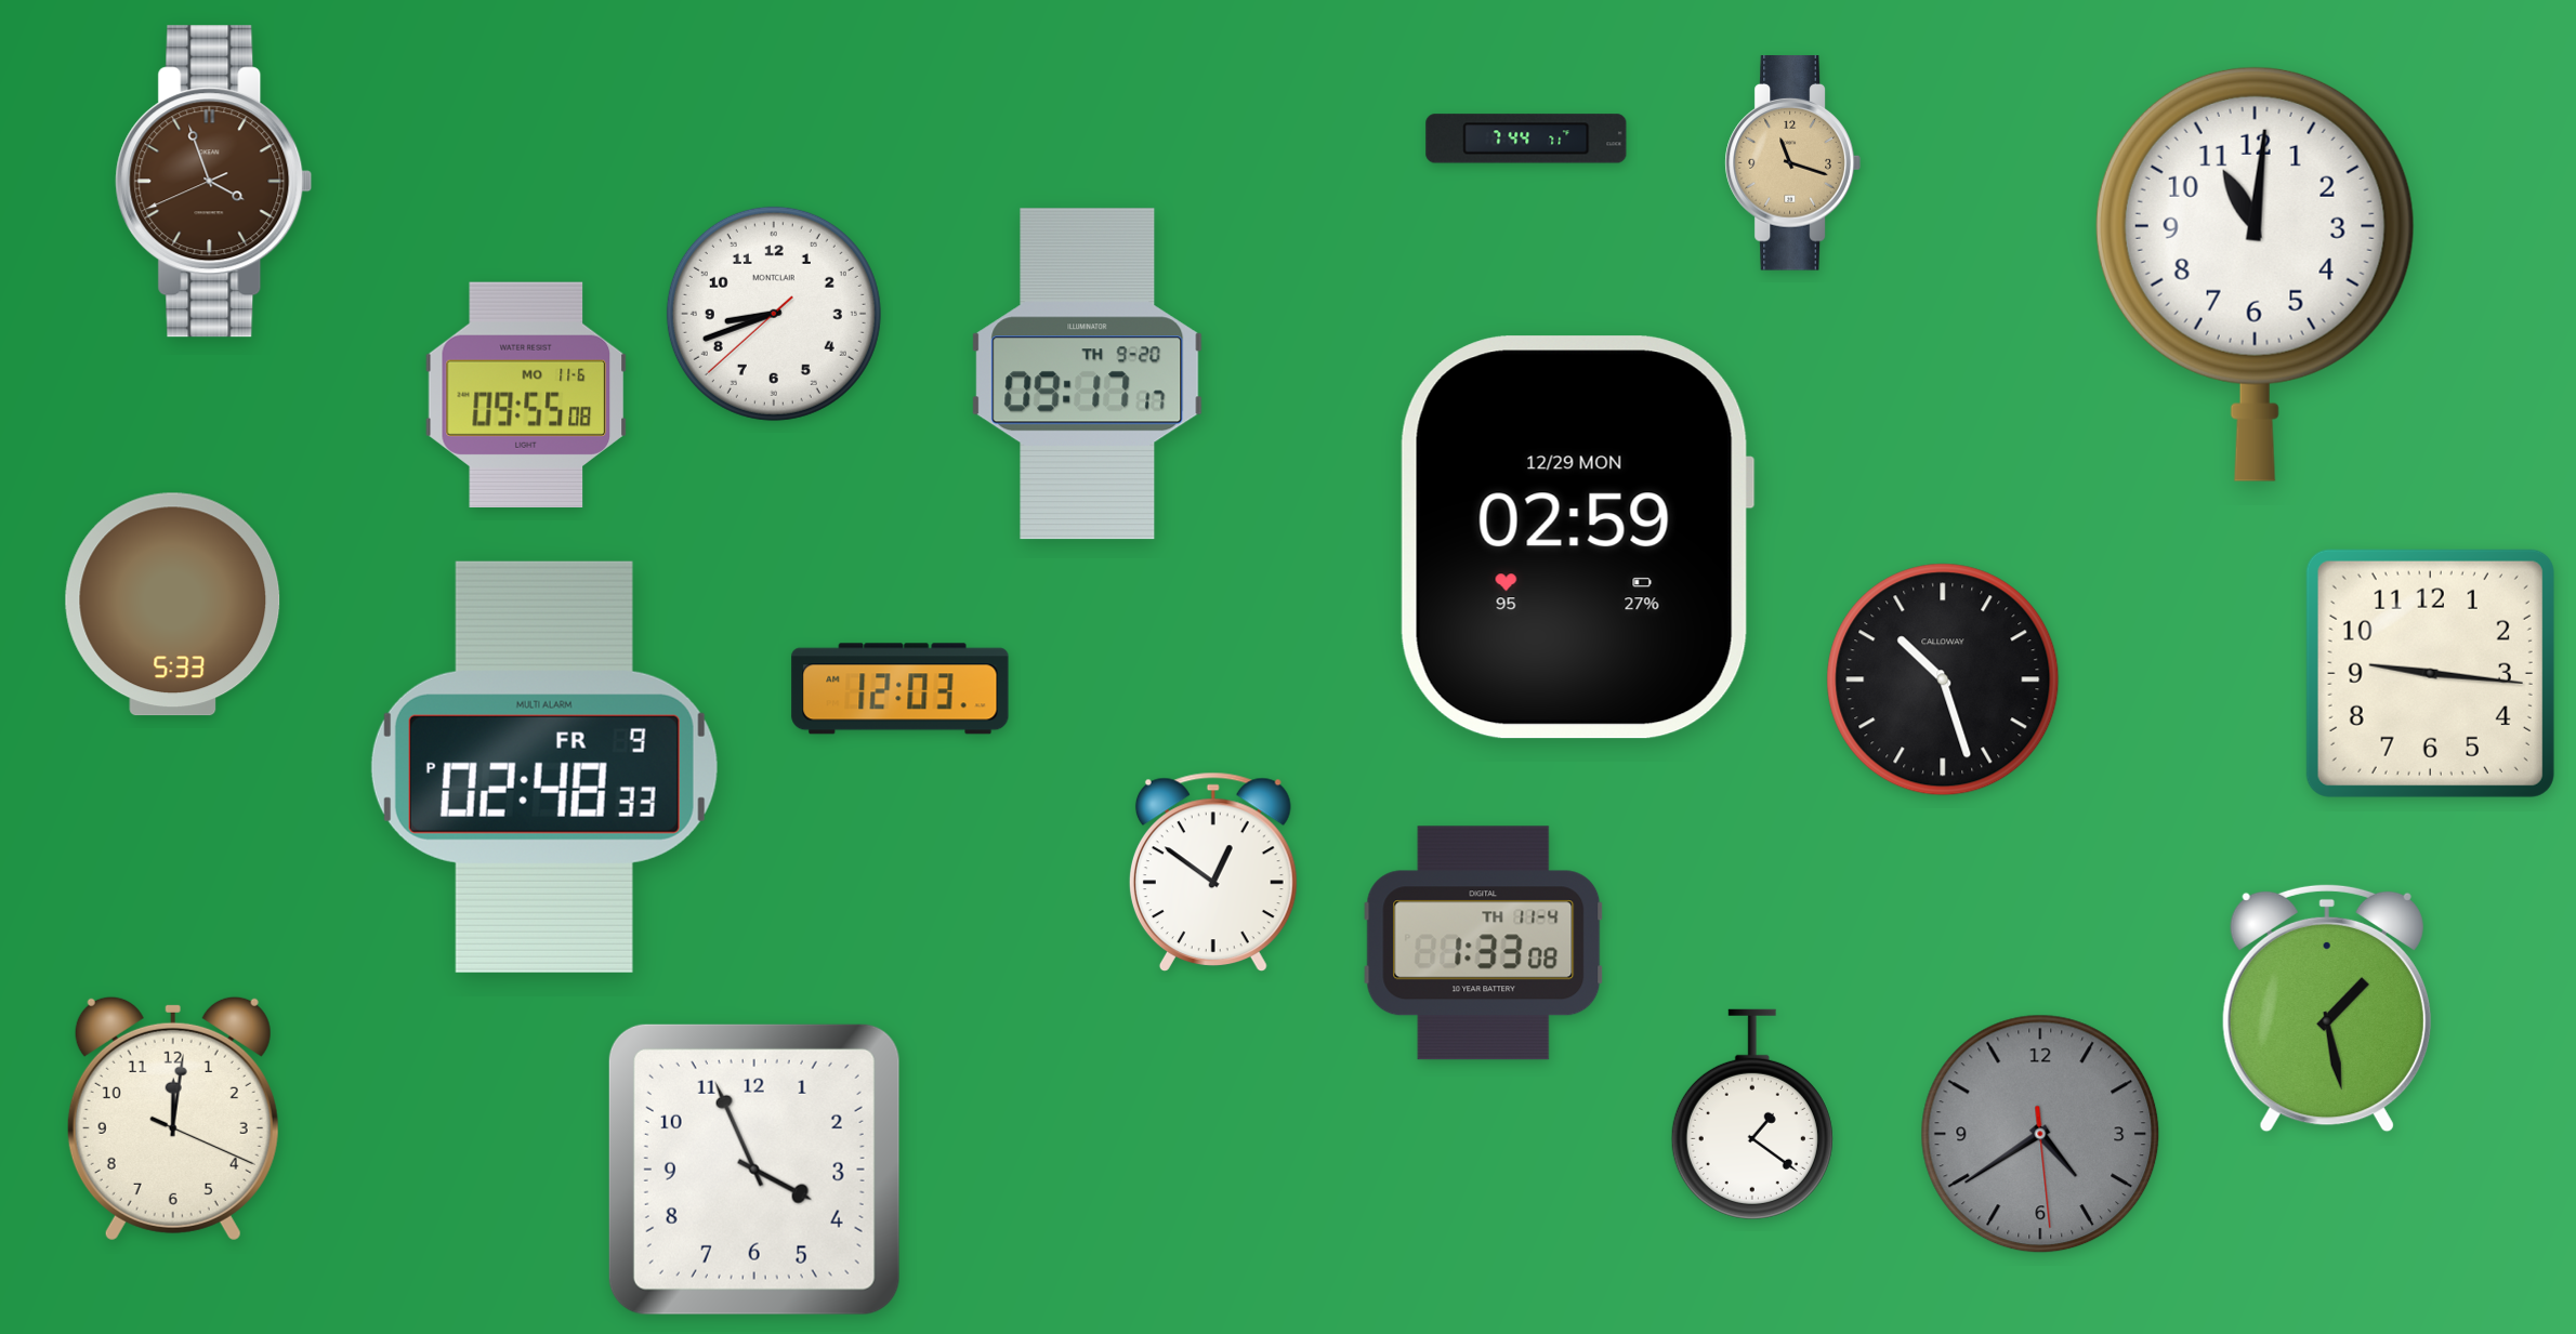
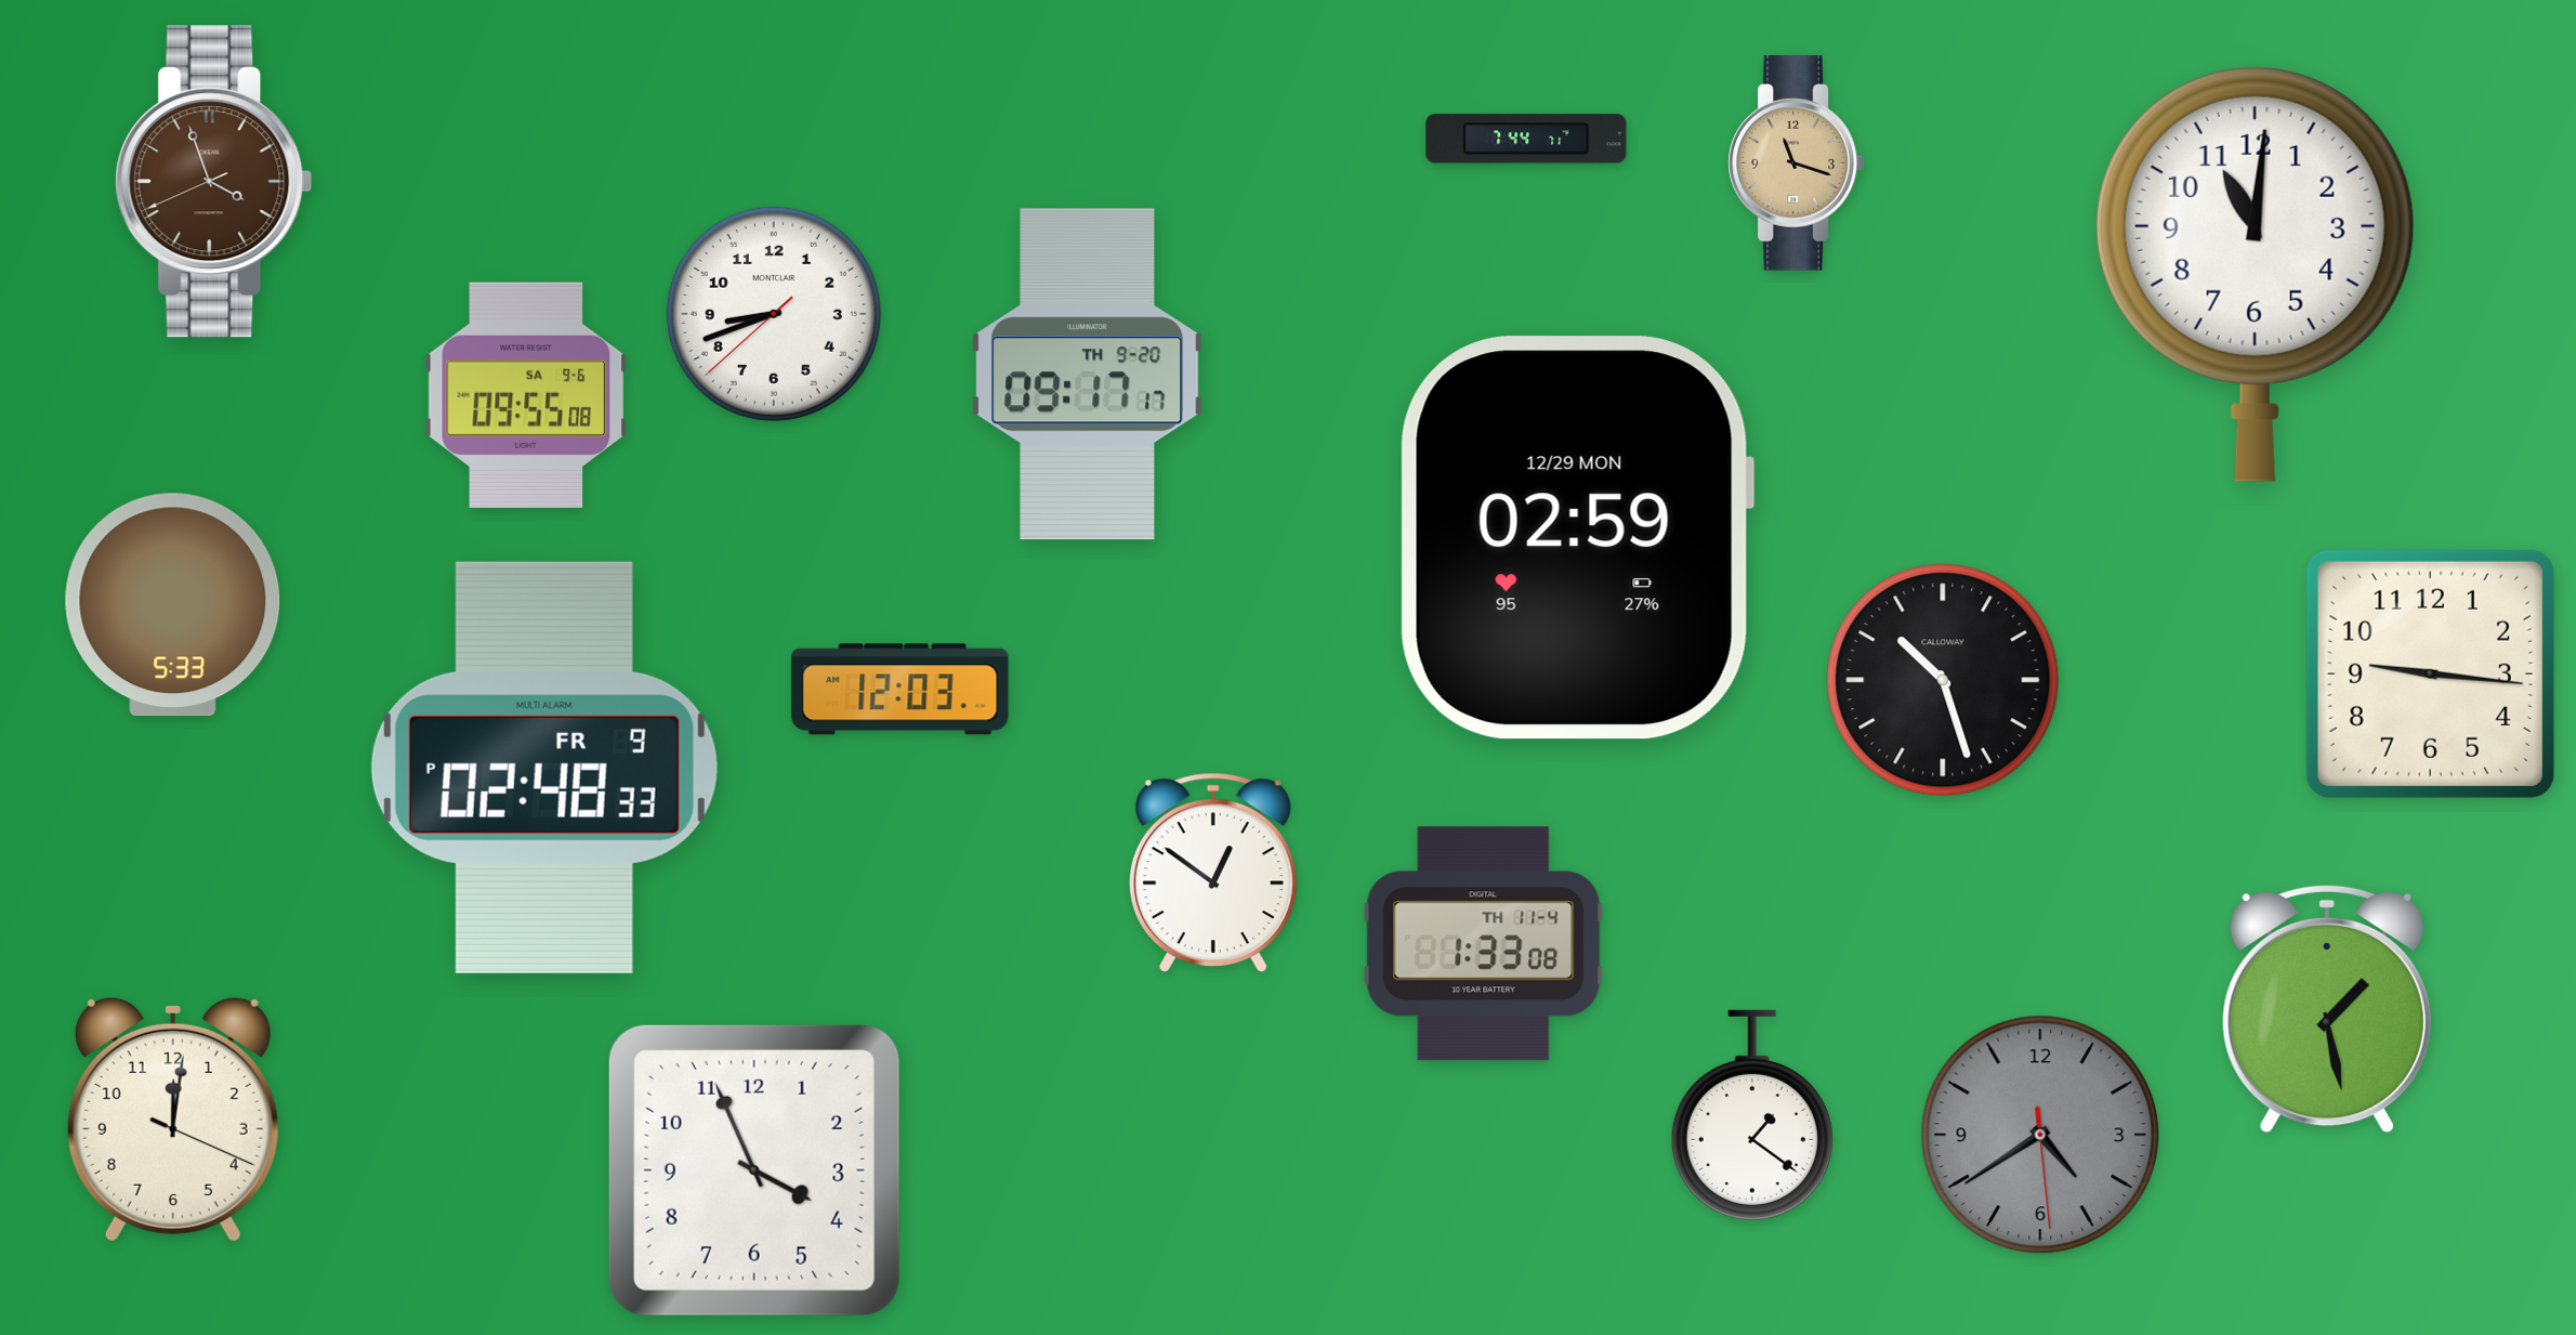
clock at (1792, 163) position: (1792, 163) -> (1796, 163)
clock at (526, 395) date: MO 11-6 -> SA 9-6
